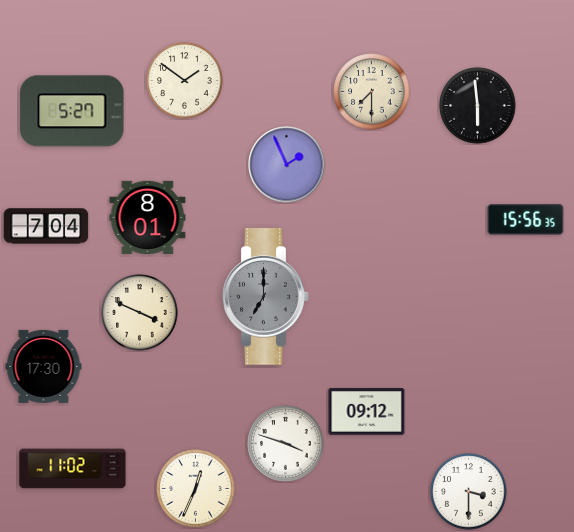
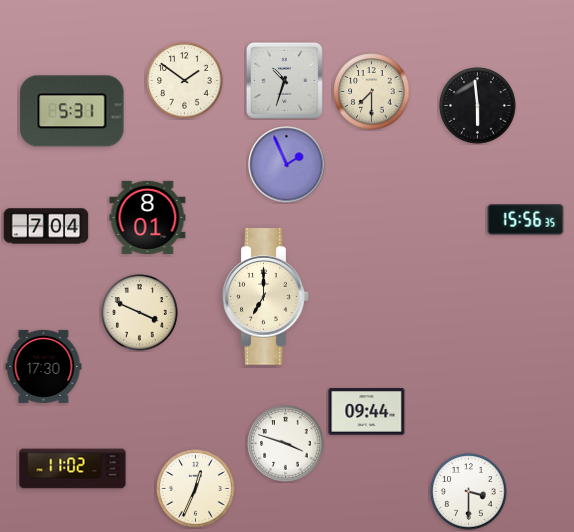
clock at (284, 80): none -> 10:33
clock at (72, 111): 5:27 -> 5:31
clock at (266, 297) dial: grey -> cream
clock at (367, 412): 09:12 -> 09:44
